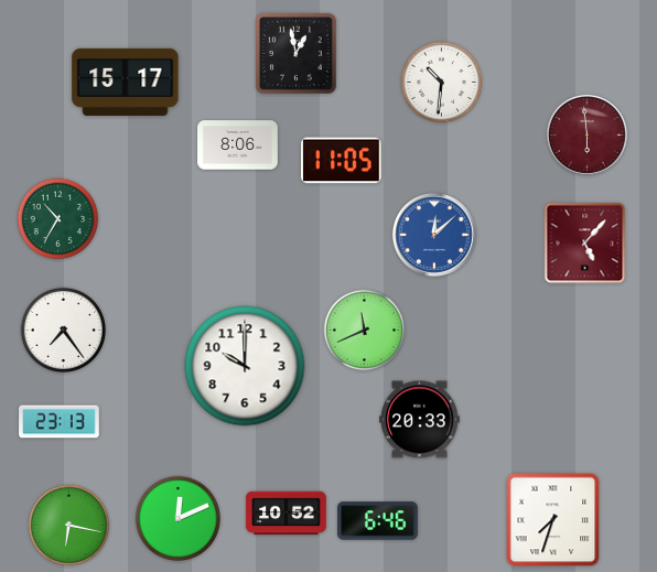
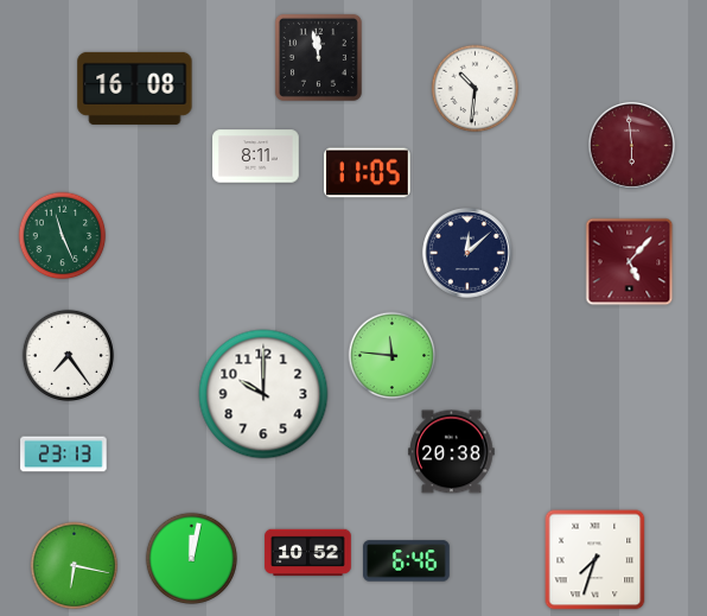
clock at (295, 53): 12:58 -> 11:58
clock at (126, 82): 15:17 -> 16:08
clock at (238, 145): 8:06 -> 8:11
clock at (58, 219): 10:35 -> 11:26
clock at (434, 235) dial: blue -> navy
clock at (365, 331): 11:41 -> 11:46
clock at (420, 420): 20:33 -> 20:38
clock at (177, 518): 12:11 -> 12:02
